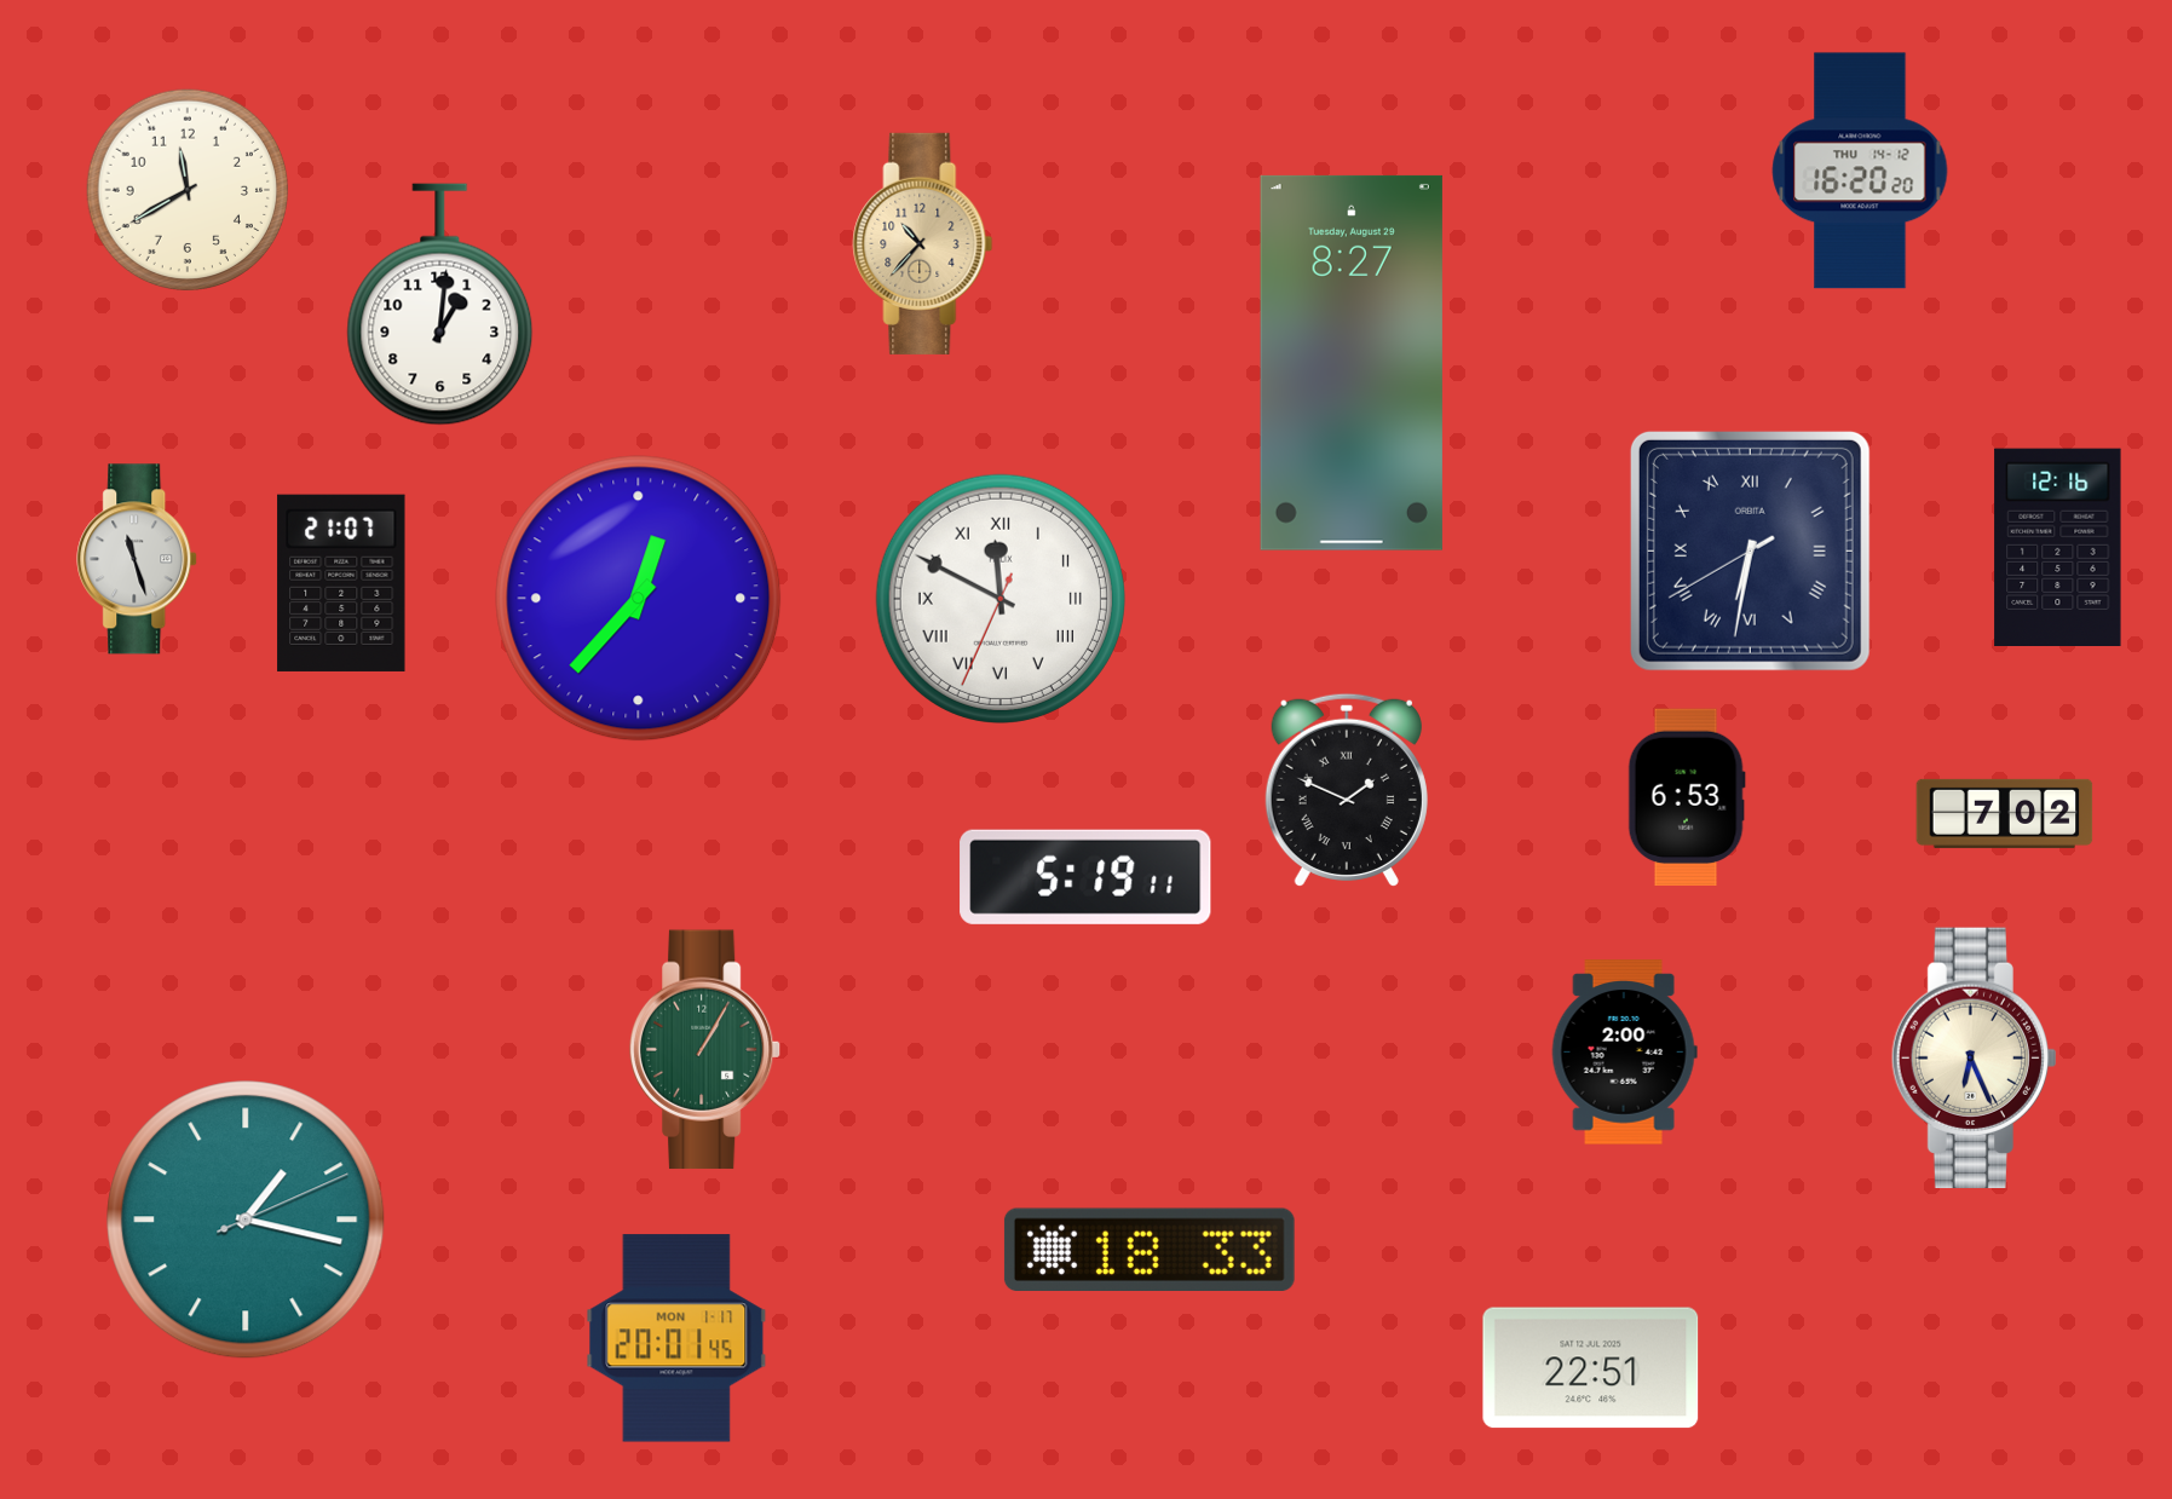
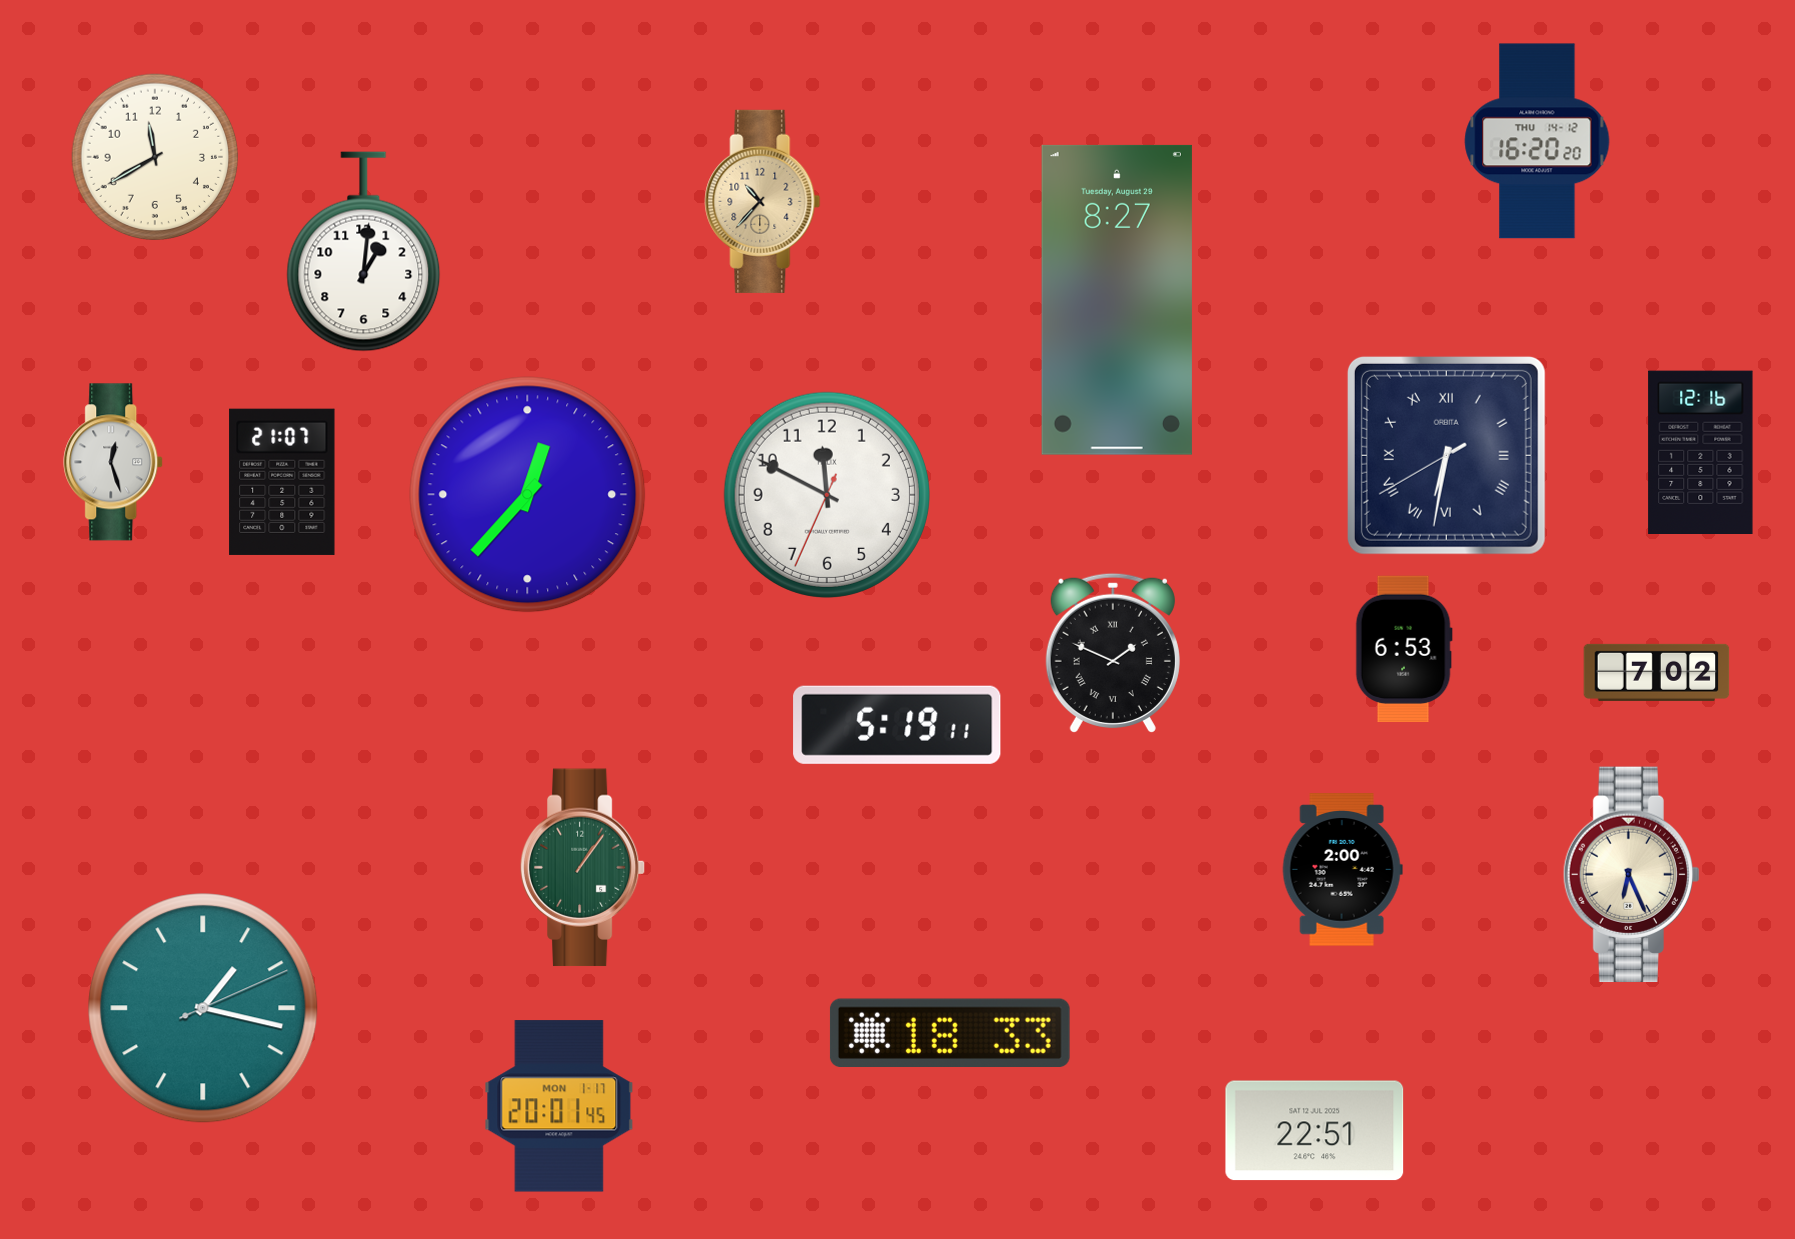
clock at (138, 559): 11:27 -> 12:27
clock at (1001, 599) numerals: Roman -> Arabic
clock at (1687, 796) position: (1687, 796) -> (1404, 648)
clock at (705, 1050): 1:05 -> 1:06
